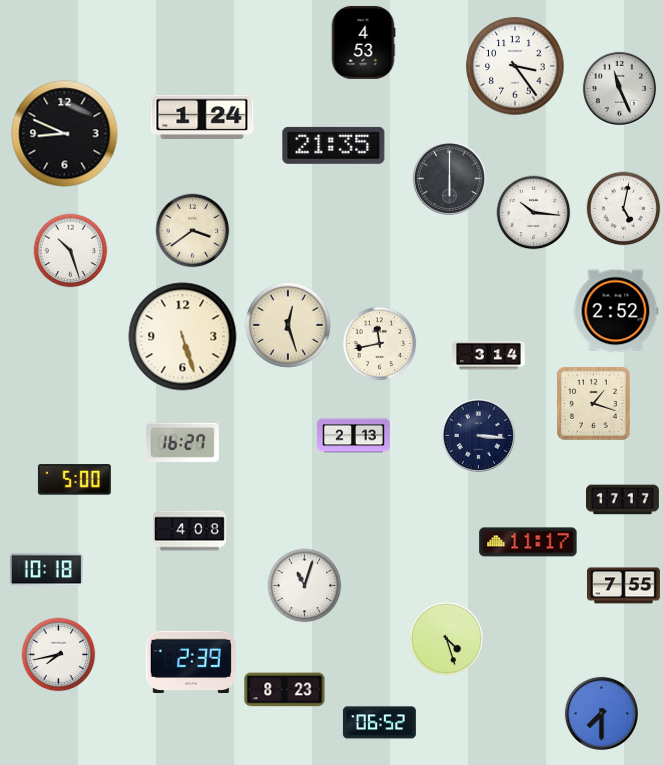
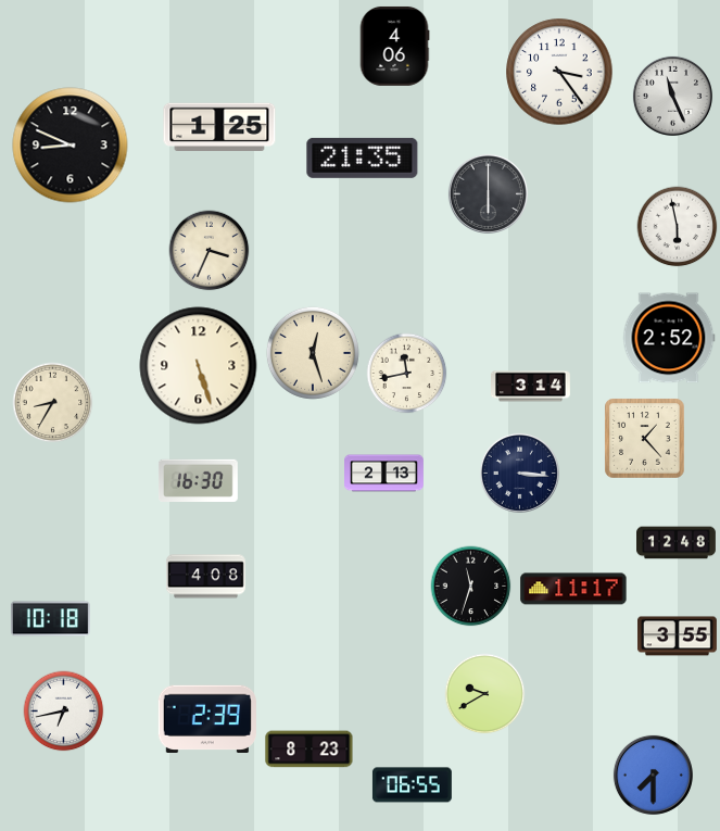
clock at (363, 42): 4:53 -> 4:06
clock at (202, 117): 1:24 -> 1:25
clock at (624, 209): 5:02 -> 5:58
clock at (534, 213): 10:16 -> none
clock at (193, 231): 3:39 -> 3:34
clock at (71, 251): 10:27 -> none
clock at (380, 344) position: (380, 344) -> (407, 374)
clock at (53, 403): none -> 8:35
clock at (594, 404): 1:18 -> 1:23
clock at (182, 442): 16:27 -> 16:30
clock at (74, 480): 5:00 -> none
clock at (623, 500): 17:17 -> 12:48
clock at (471, 587): none -> 11:33
clock at (305, 586): 11:03 -> none
clock at (624, 586): 7:55 -> 3:55
clock at (447, 639): 4:27 -> 9:40
clock at (59, 655): 7:43 -> 6:43
clock at (379, 723): 06:52 -> 06:55
